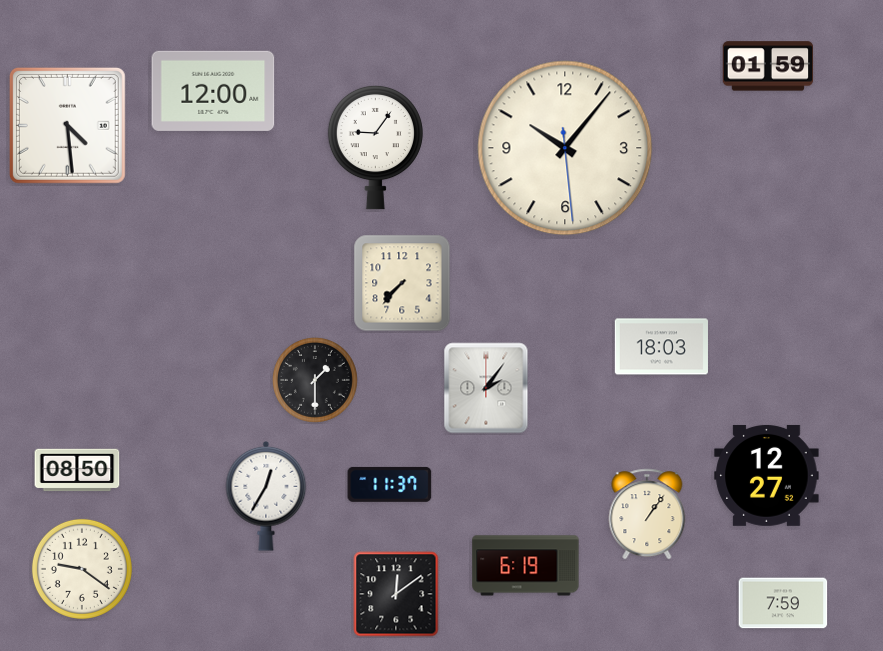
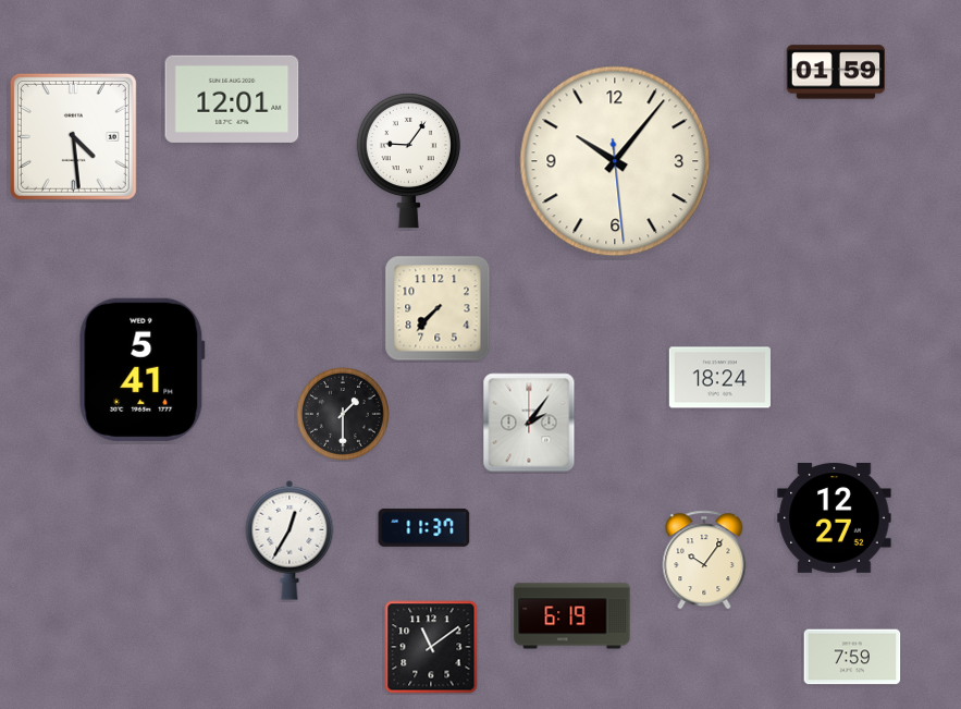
clock at (213, 91): 12:00 -> 12:01
clock at (141, 369): none -> 5:41
clock at (661, 347): 18:03 -> 18:24
clock at (77, 470): 08:50 -> none
clock at (647, 514): 1:06 -> 10:06
clock at (82, 569): 9:21 -> none
clock at (396, 594): 12:09 -> 11:09
